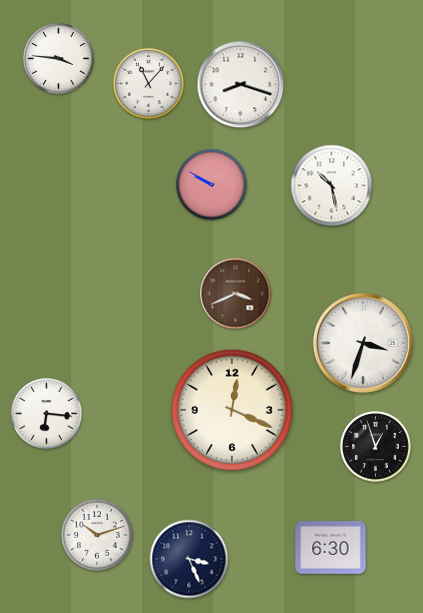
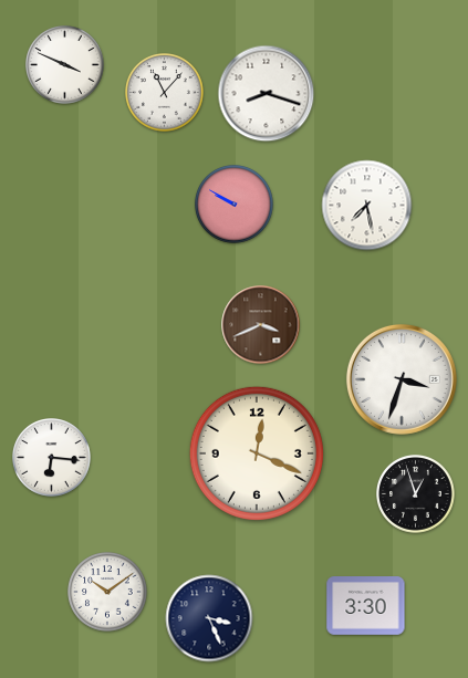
clock at (59, 59): 3:46 -> 3:49
clock at (332, 186): 10:28 -> 7:28
clock at (97, 535): 10:12 -> 10:09
clock at (331, 548): 6:30 -> 3:30
